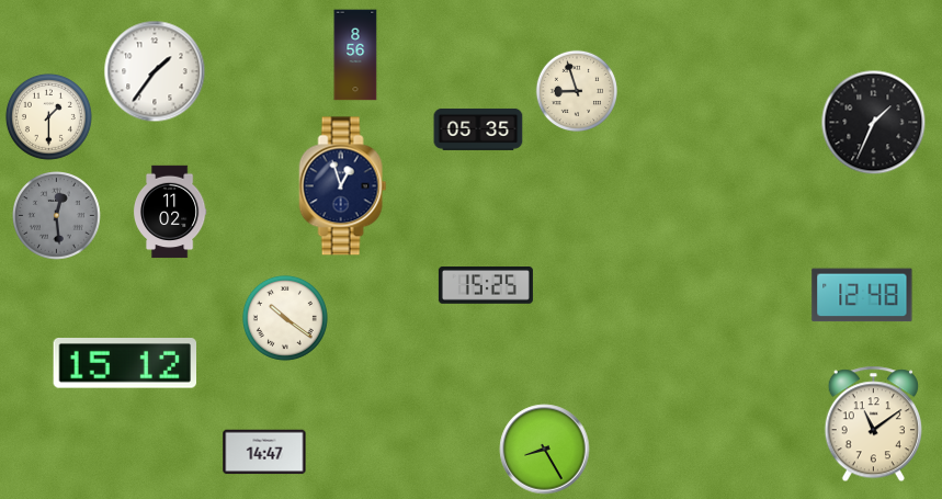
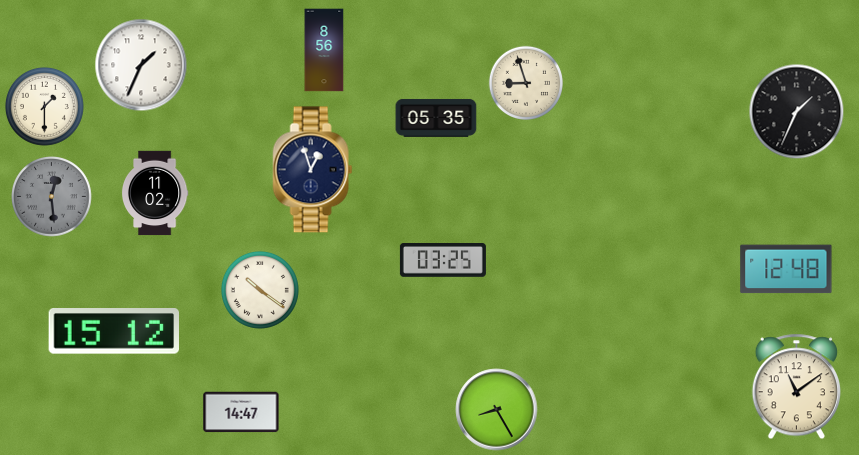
clock at (155, 71): 1:36 -> 1:34
clock at (486, 286): 15:25 -> 03:25
